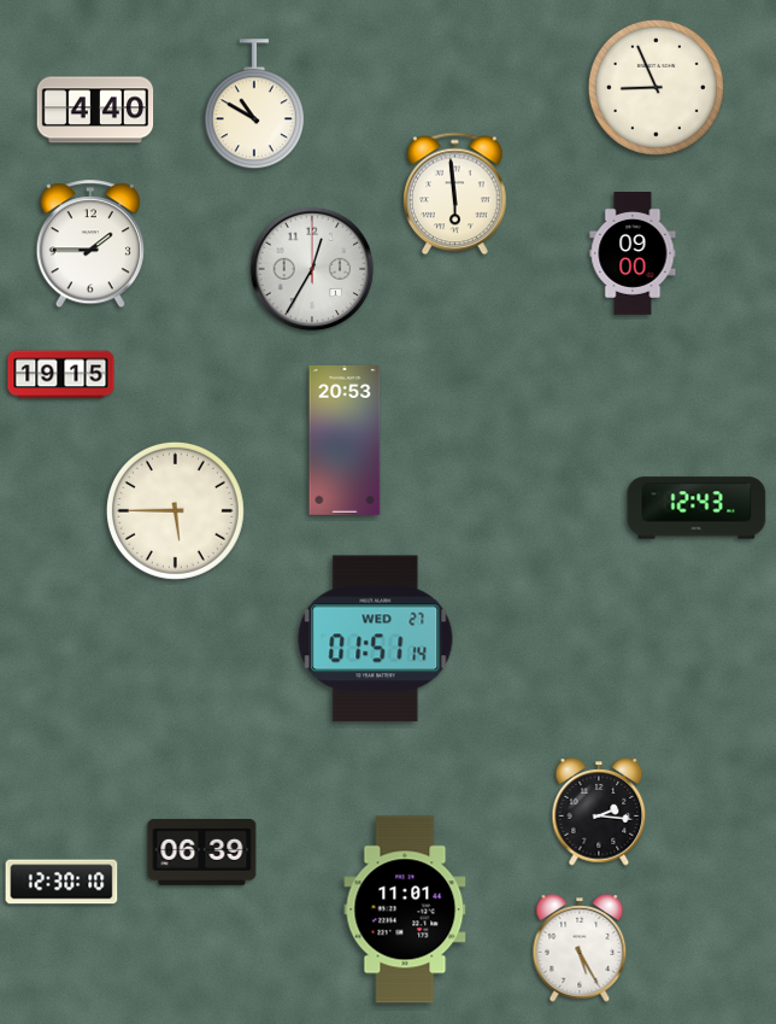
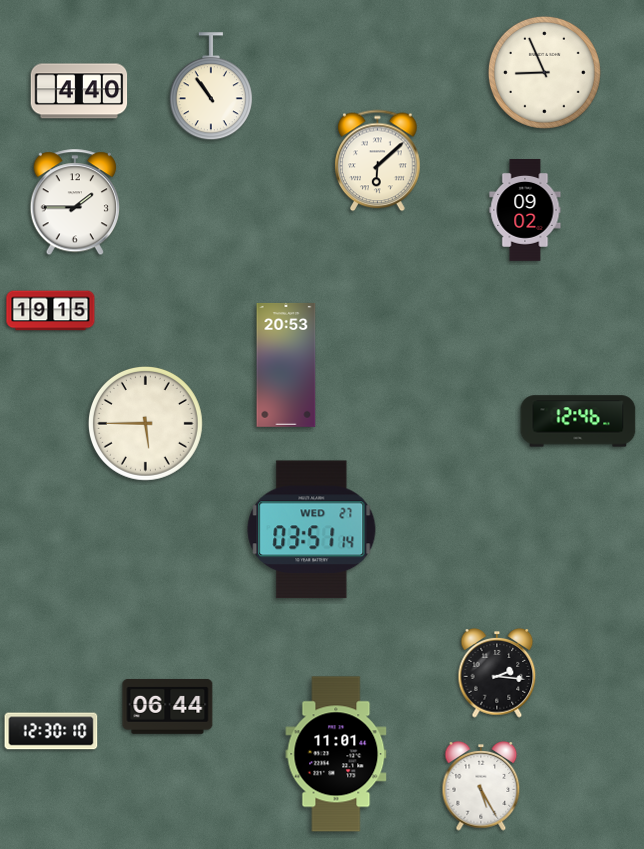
clock at (254, 105): 10:50 -> 10:54
clock at (455, 194): 5:59 -> 6:08
clock at (633, 254): 09:00 -> 09:02
clock at (312, 269): 12:35 -> none
clock at (696, 508): 12:43 -> 12:46
clock at (376, 639): 01:51 -> 03:51
clock at (202, 852): 06:39 -> 06:44
